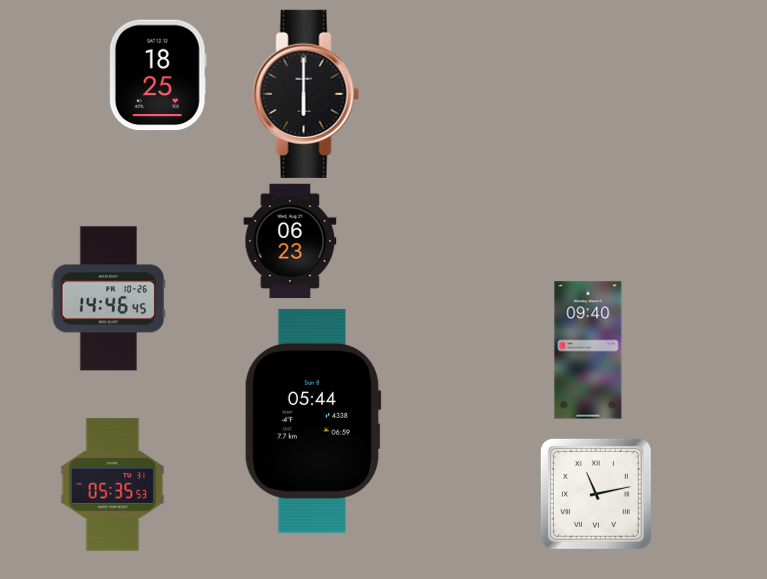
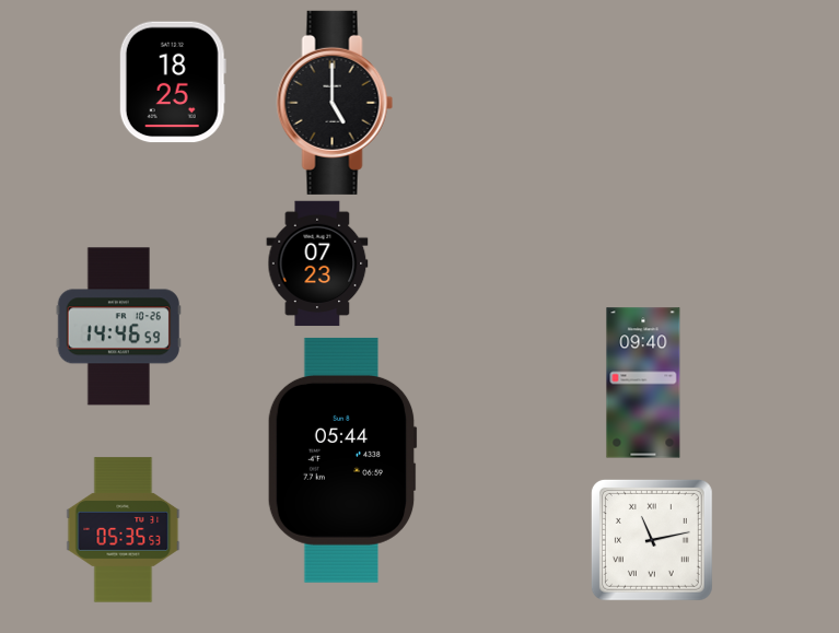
clock at (306, 94): 6:00 -> 5:00
clock at (290, 241): 06:23 -> 07:23
clock at (108, 299): 14:46:45 -> 14:46:59
